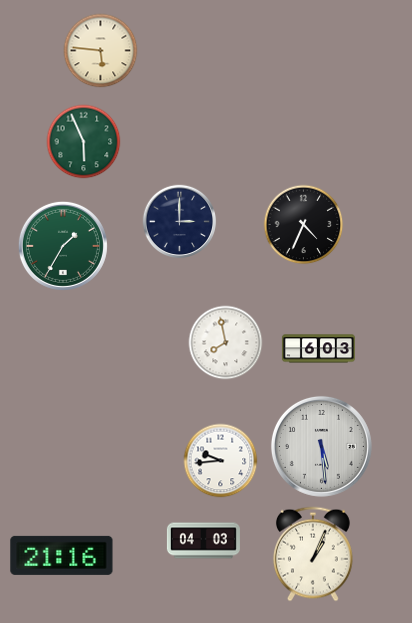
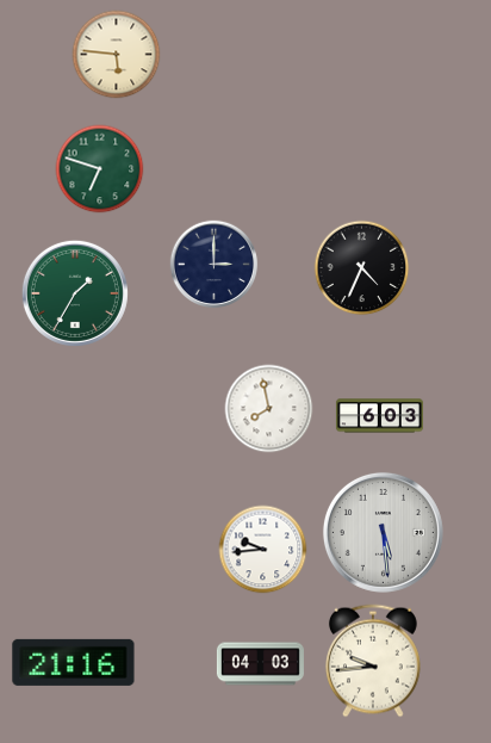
clock at (101, 51) position: (101, 51) -> (117, 55)
clock at (84, 142): 5:56 -> 6:48
clock at (203, 541) position: (203, 541) -> (260, 664)
clock at (313, 554): 1:04 -> 9:44
